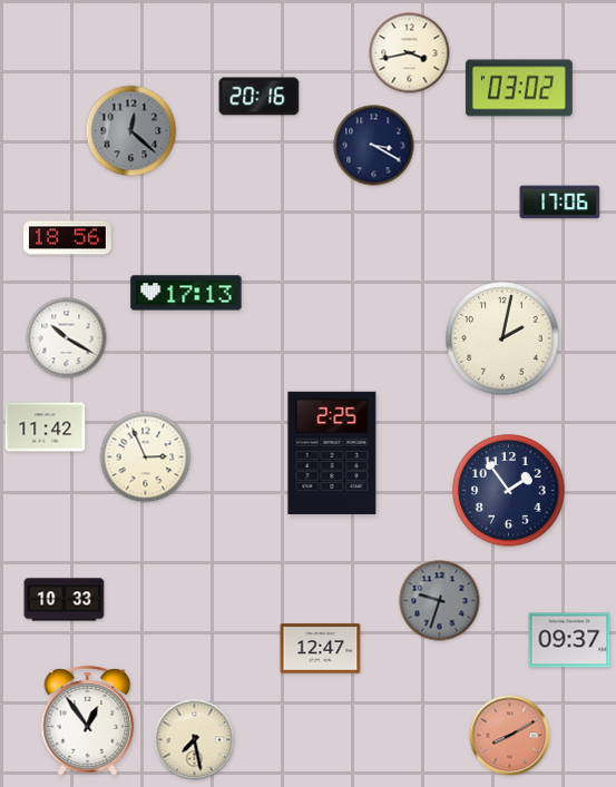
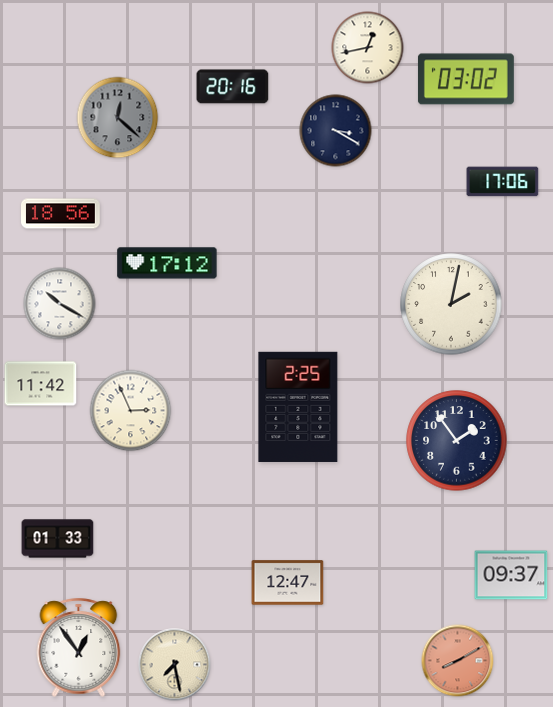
clock at (410, 53): 3:43 -> 12:43
clock at (186, 293): 17:13 -> 17:12
clock at (65, 600): 10:33 -> 01:33
clock at (440, 601): 9:33 -> none
